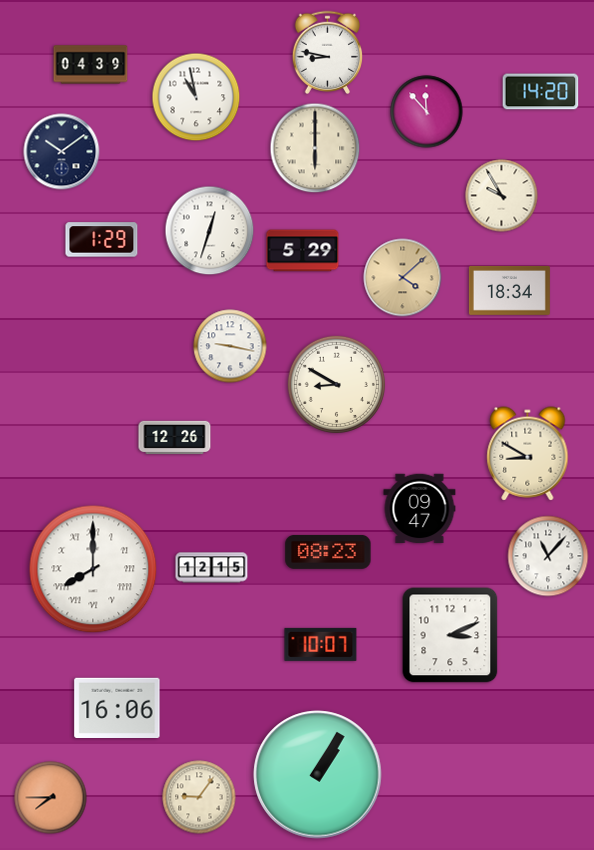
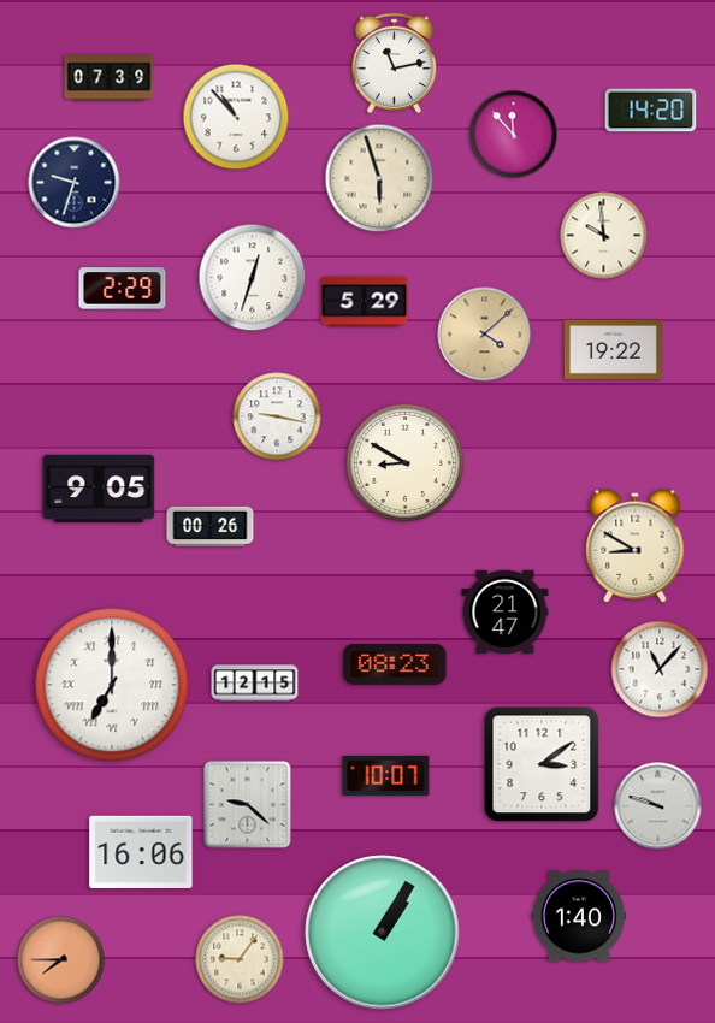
clock at (328, 52): 8:47 -> 11:13
clock at (91, 65): 04:39 -> 07:39
clock at (196, 97): 10:58 -> 10:53
clock at (315, 148): 6:00 -> 5:57
clock at (62, 152): 10:09 -> 9:33
clock at (502, 196): 9:55 -> 9:59
clock at (102, 240): 1:29 -> 2:29
clock at (509, 290): 18:34 -> 19:22
clock at (99, 489): none -> 9:05
clock at (175, 438): 12:26 -> 00:26
clock at (420, 509): 09:47 -> 21:47
clock at (93, 569): 8:00 -> 7:00
clock at (450, 635): 3:11 -> 3:09
clock at (248, 805): none -> 9:22
clock at (658, 806): none -> 9:48
clock at (579, 916): none -> 1:40
